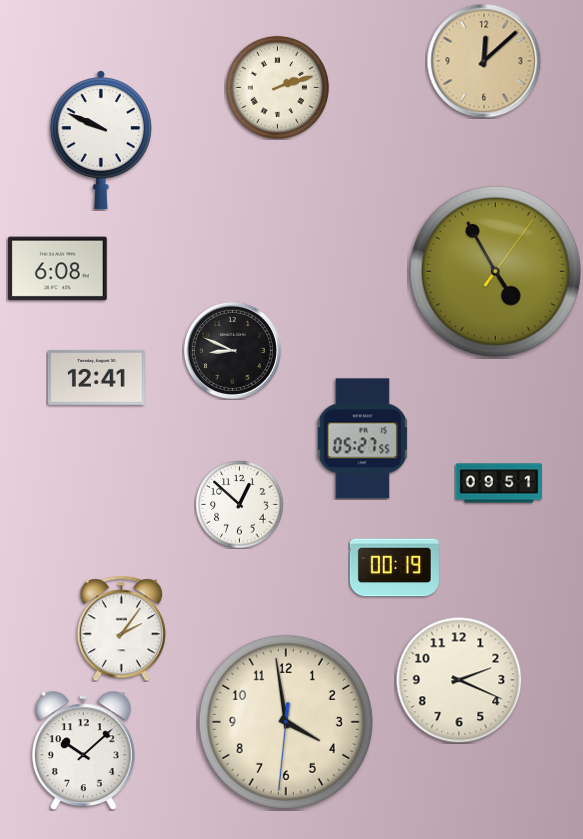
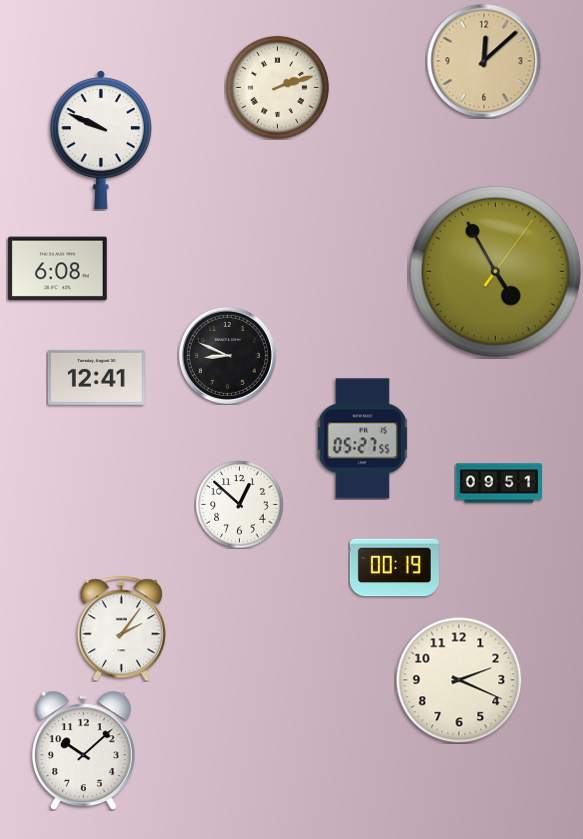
clock at (232, 350) position: (232, 350) -> (227, 355)
clock at (286, 722): 3:58 -> none
